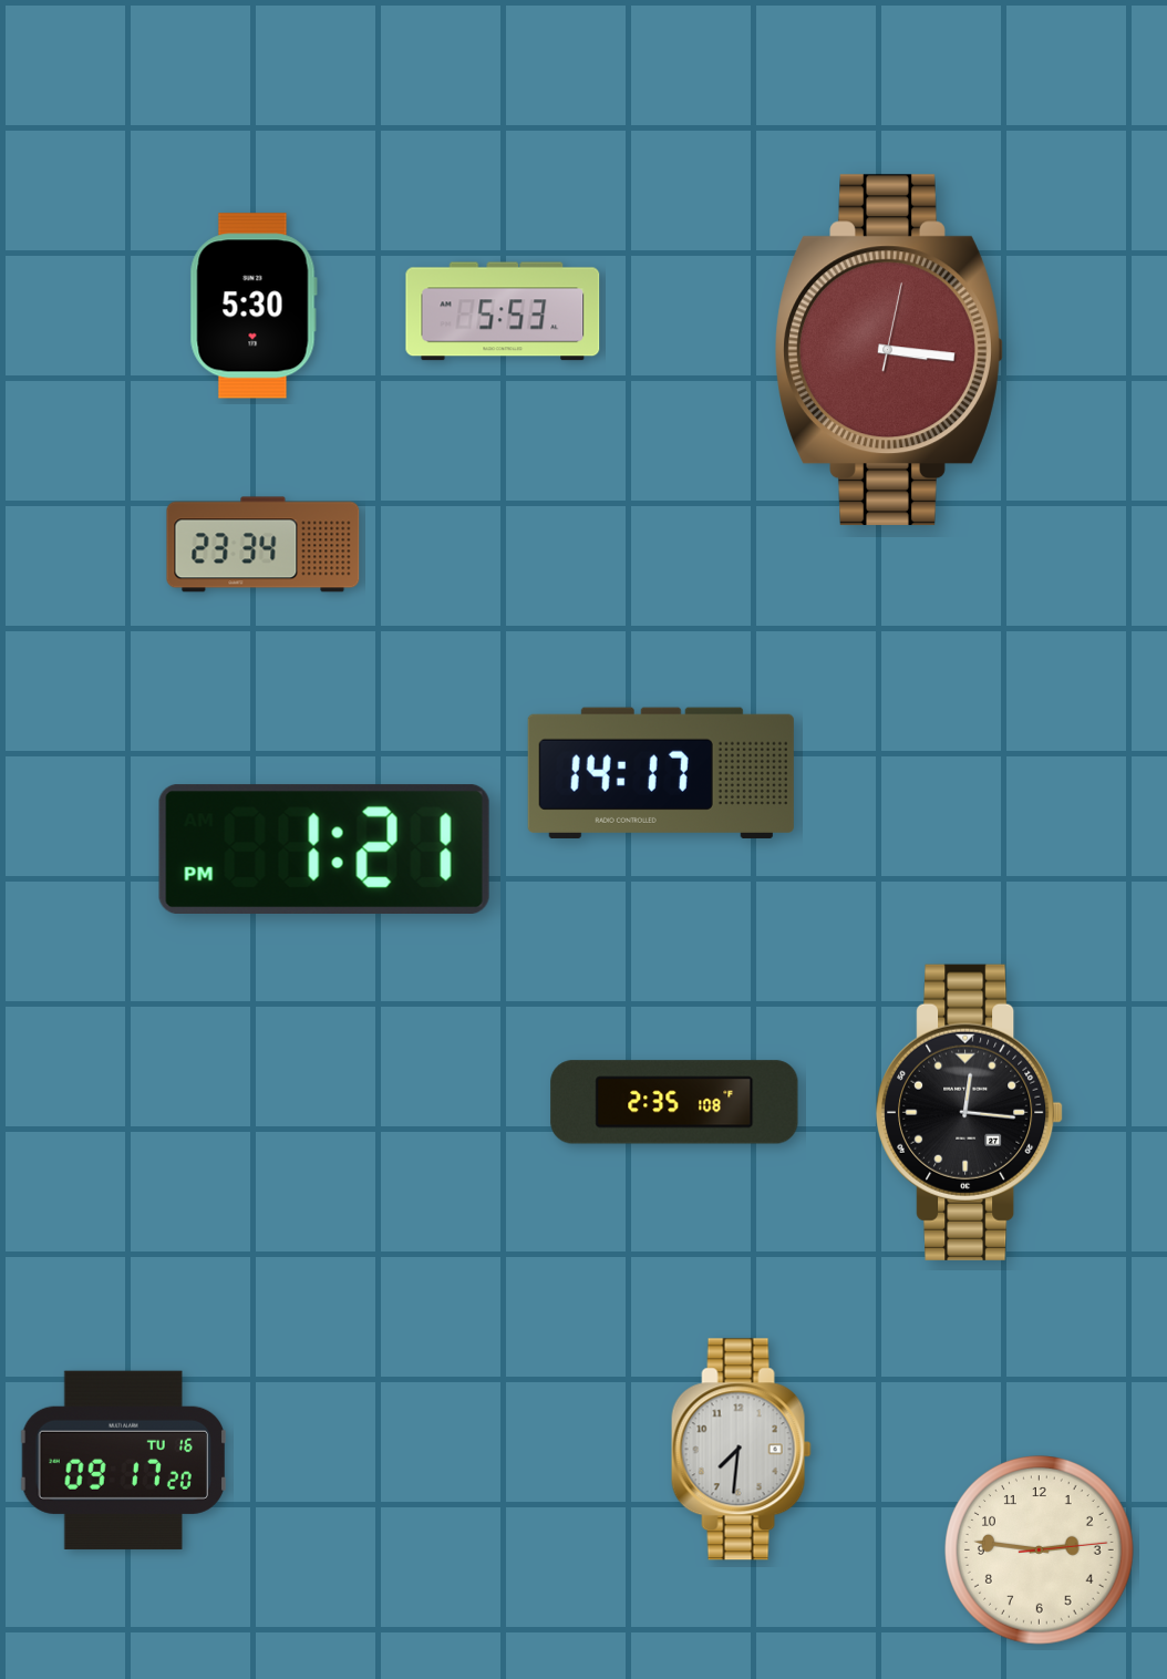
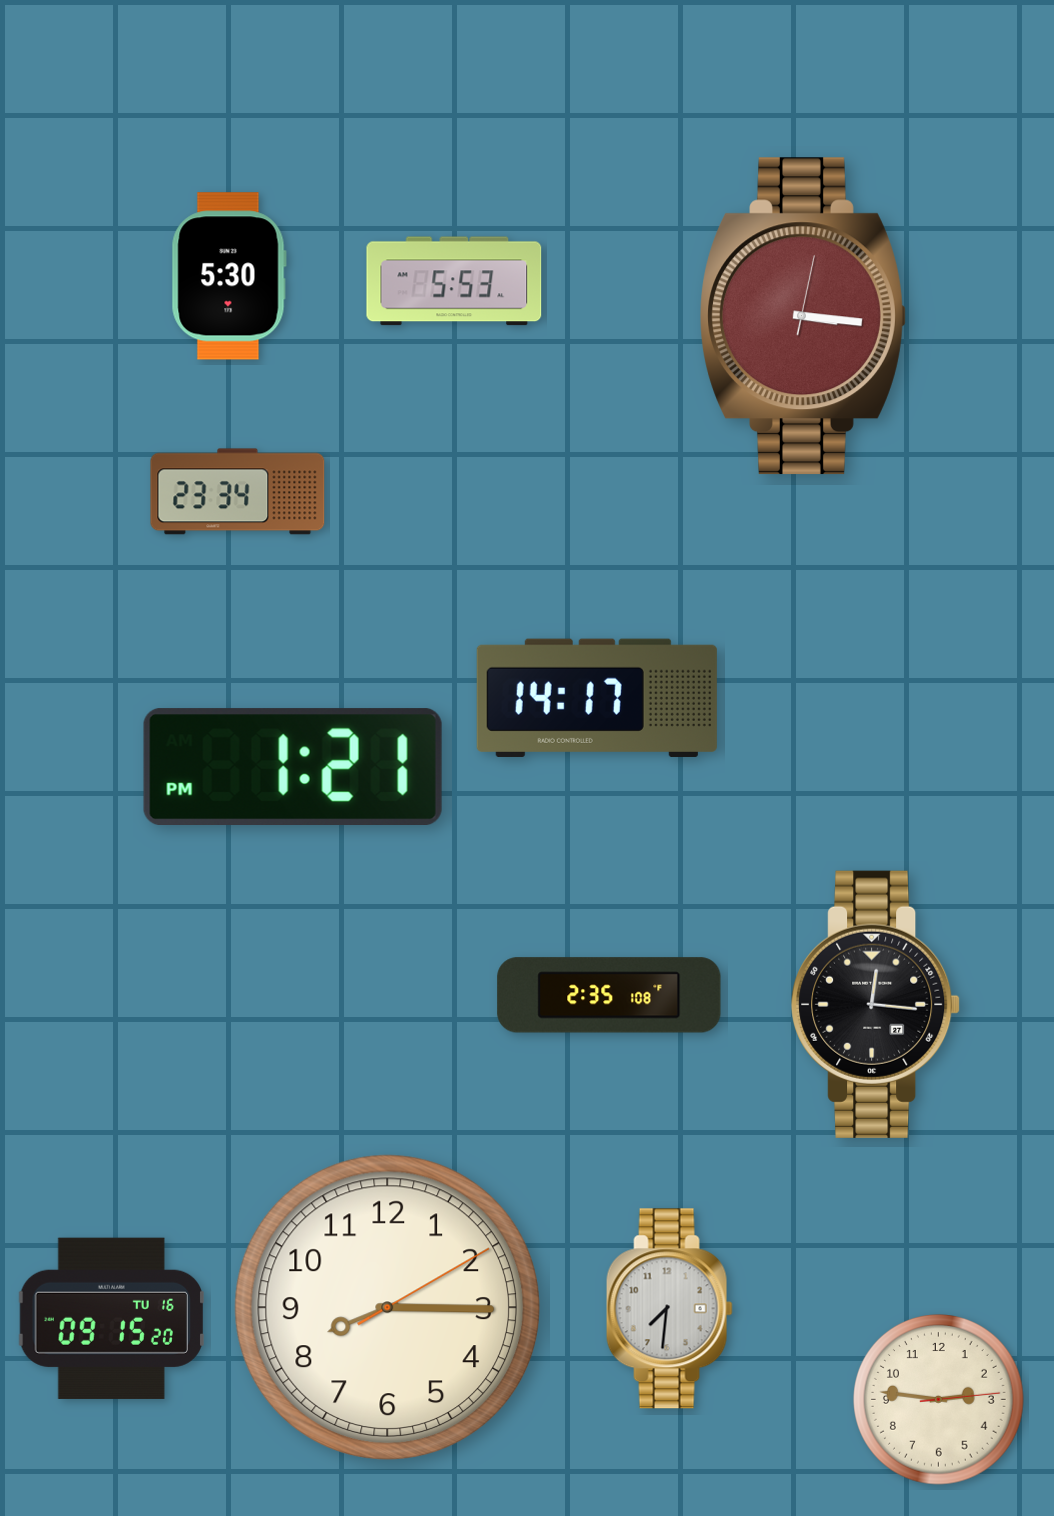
clock at (387, 1307): none -> 8:15
clock at (123, 1460): 09:17 -> 09:15
